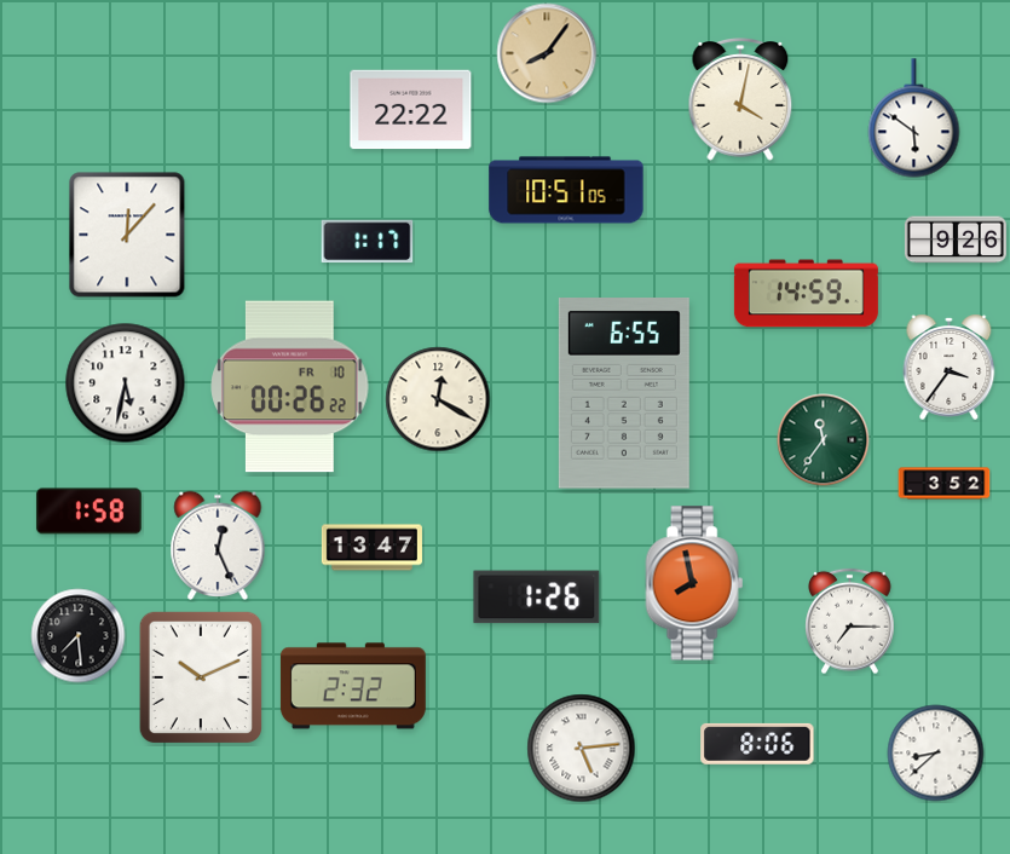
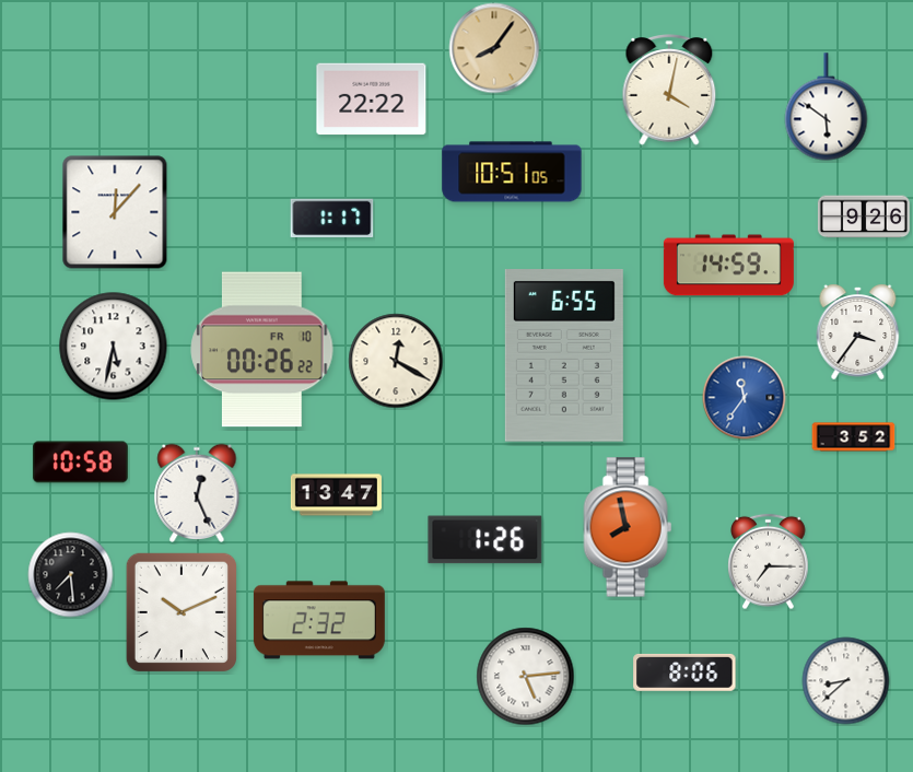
clock at (824, 440) dial: green -> blue
clock at (88, 512): 1:58 -> 10:58
